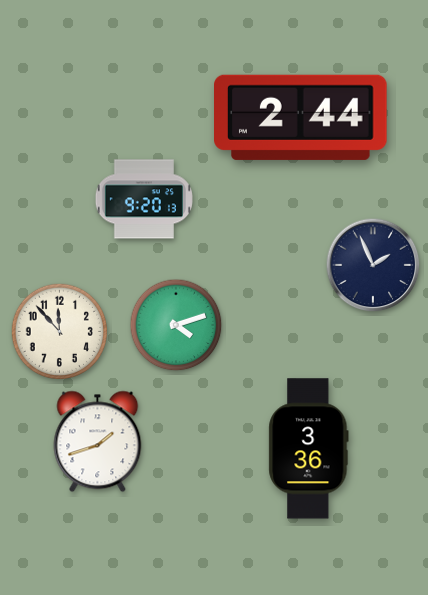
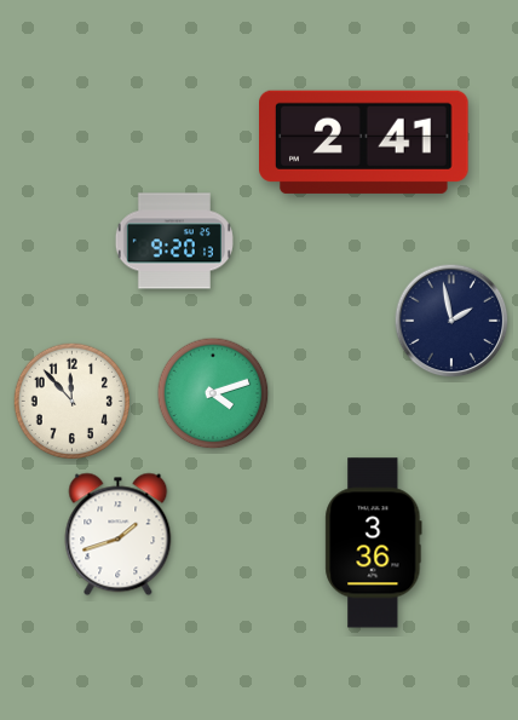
clock at (301, 117): 2:44 -> 2:41
clock at (373, 265): 1:56 -> 1:58
